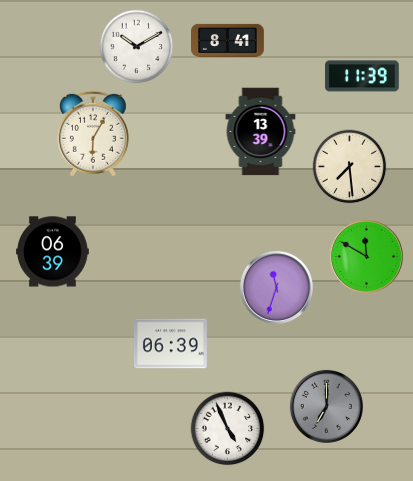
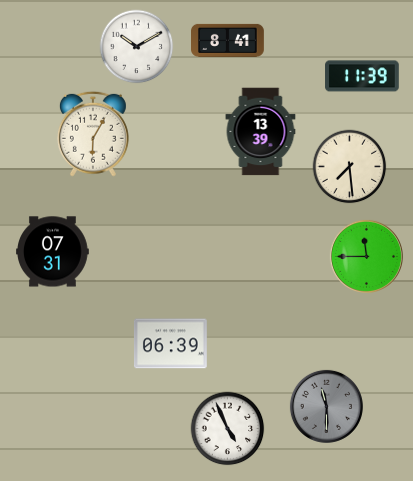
clock at (53, 252): 06:39 -> 07:31
clock at (366, 256): 11:50 -> 11:45
clock at (276, 287): 11:33 -> none
clock at (326, 406): 7:00 -> 11:30
